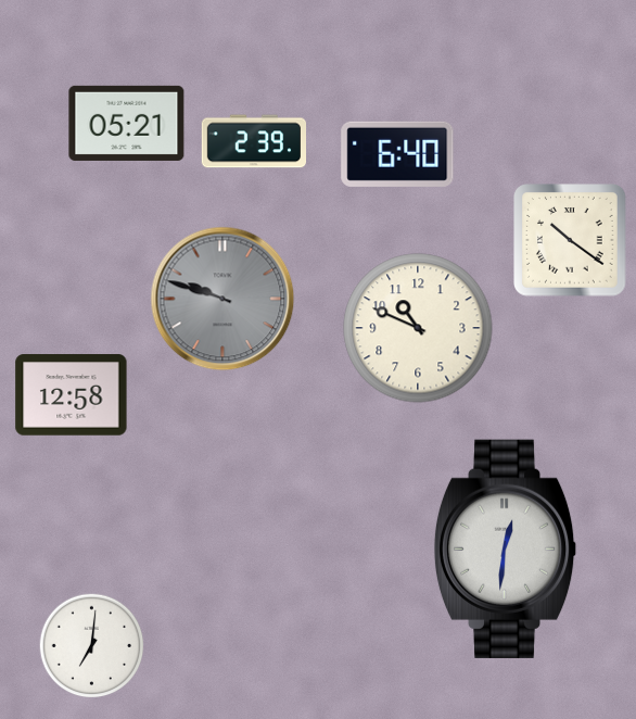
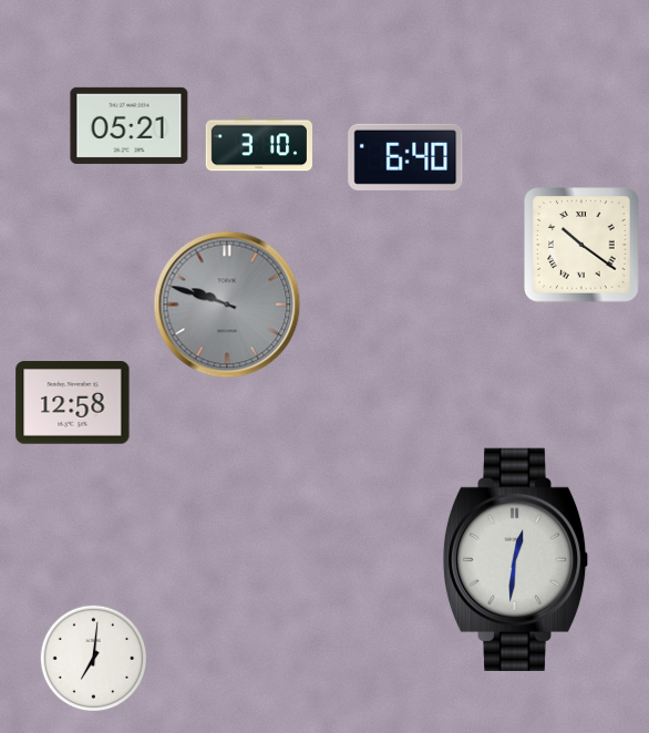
clock at (254, 141): 2:39 -> 3:10
clock at (418, 328): 10:49 -> none
